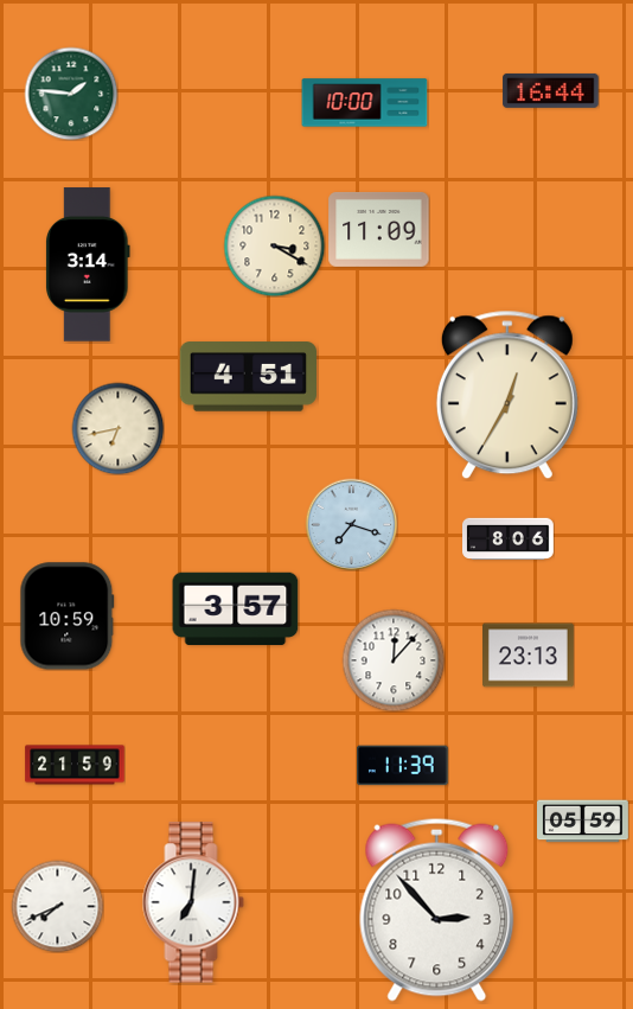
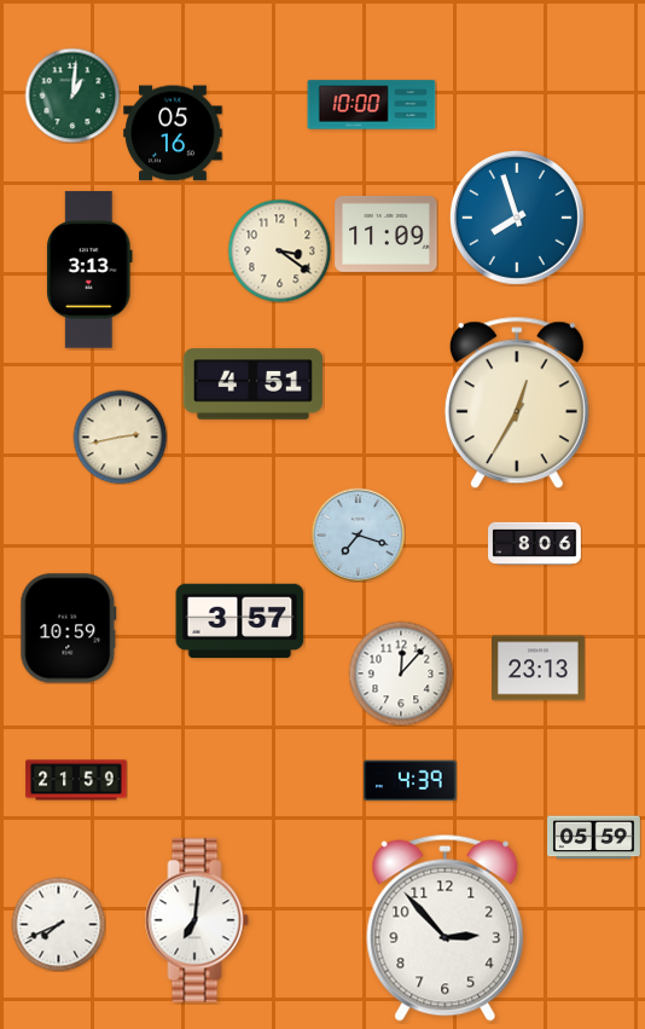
clock at (551, 90): 16:44 -> none
clock at (71, 94): 1:46 -> 1:01
clock at (173, 133): none -> 05:16
clock at (517, 218): none -> 7:57
clock at (274, 245): 3:20 -> 3:21
clock at (89, 264): 3:14 -> 3:13
clock at (117, 428): 6:43 -> 2:43
clock at (509, 538) position: (509, 538) -> (535, 543)
clock at (402, 766): 11:39 -> 4:39
